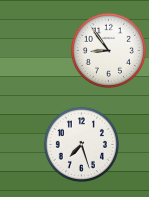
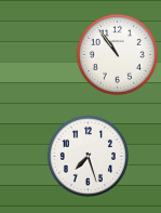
clock at (108, 50): 8:54 -> 10:54
